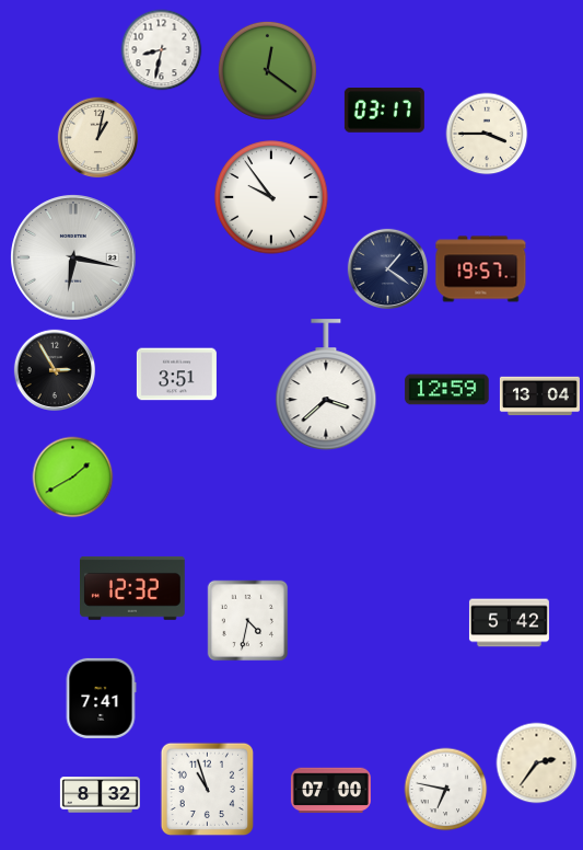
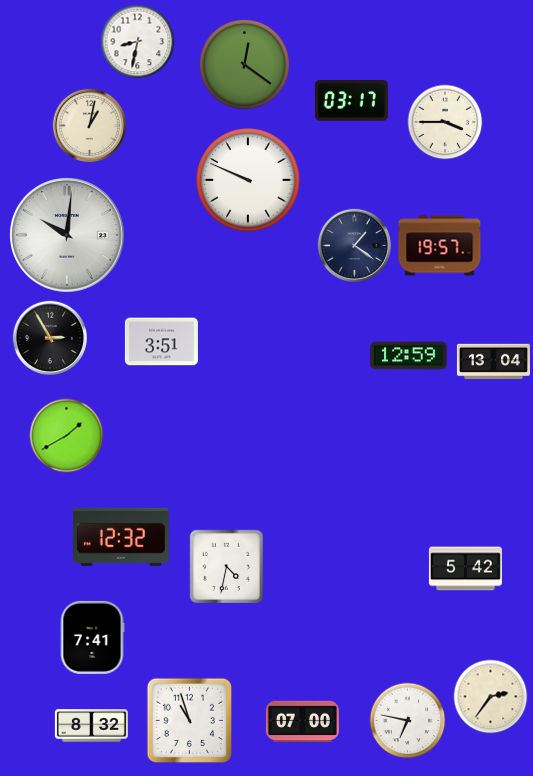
clock at (162, 50) position: (162, 50) -> (138, 42)
clock at (271, 197): 9:54 -> 9:49
clock at (73, 257): 6:17 -> 10:01
clock at (326, 386): 3:38 -> none
